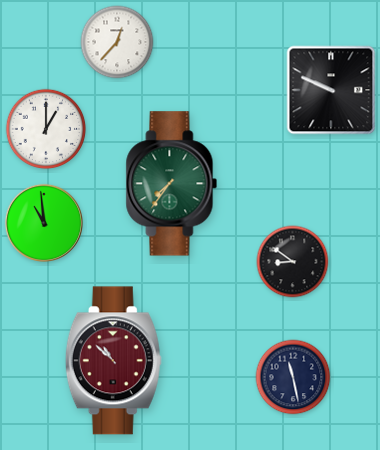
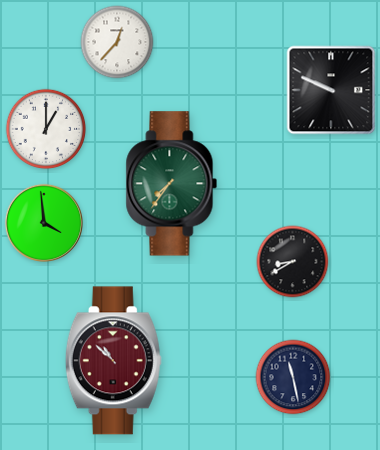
clock at (44, 223): 10:59 -> 3:59
clock at (293, 262): 8:51 -> 8:40
